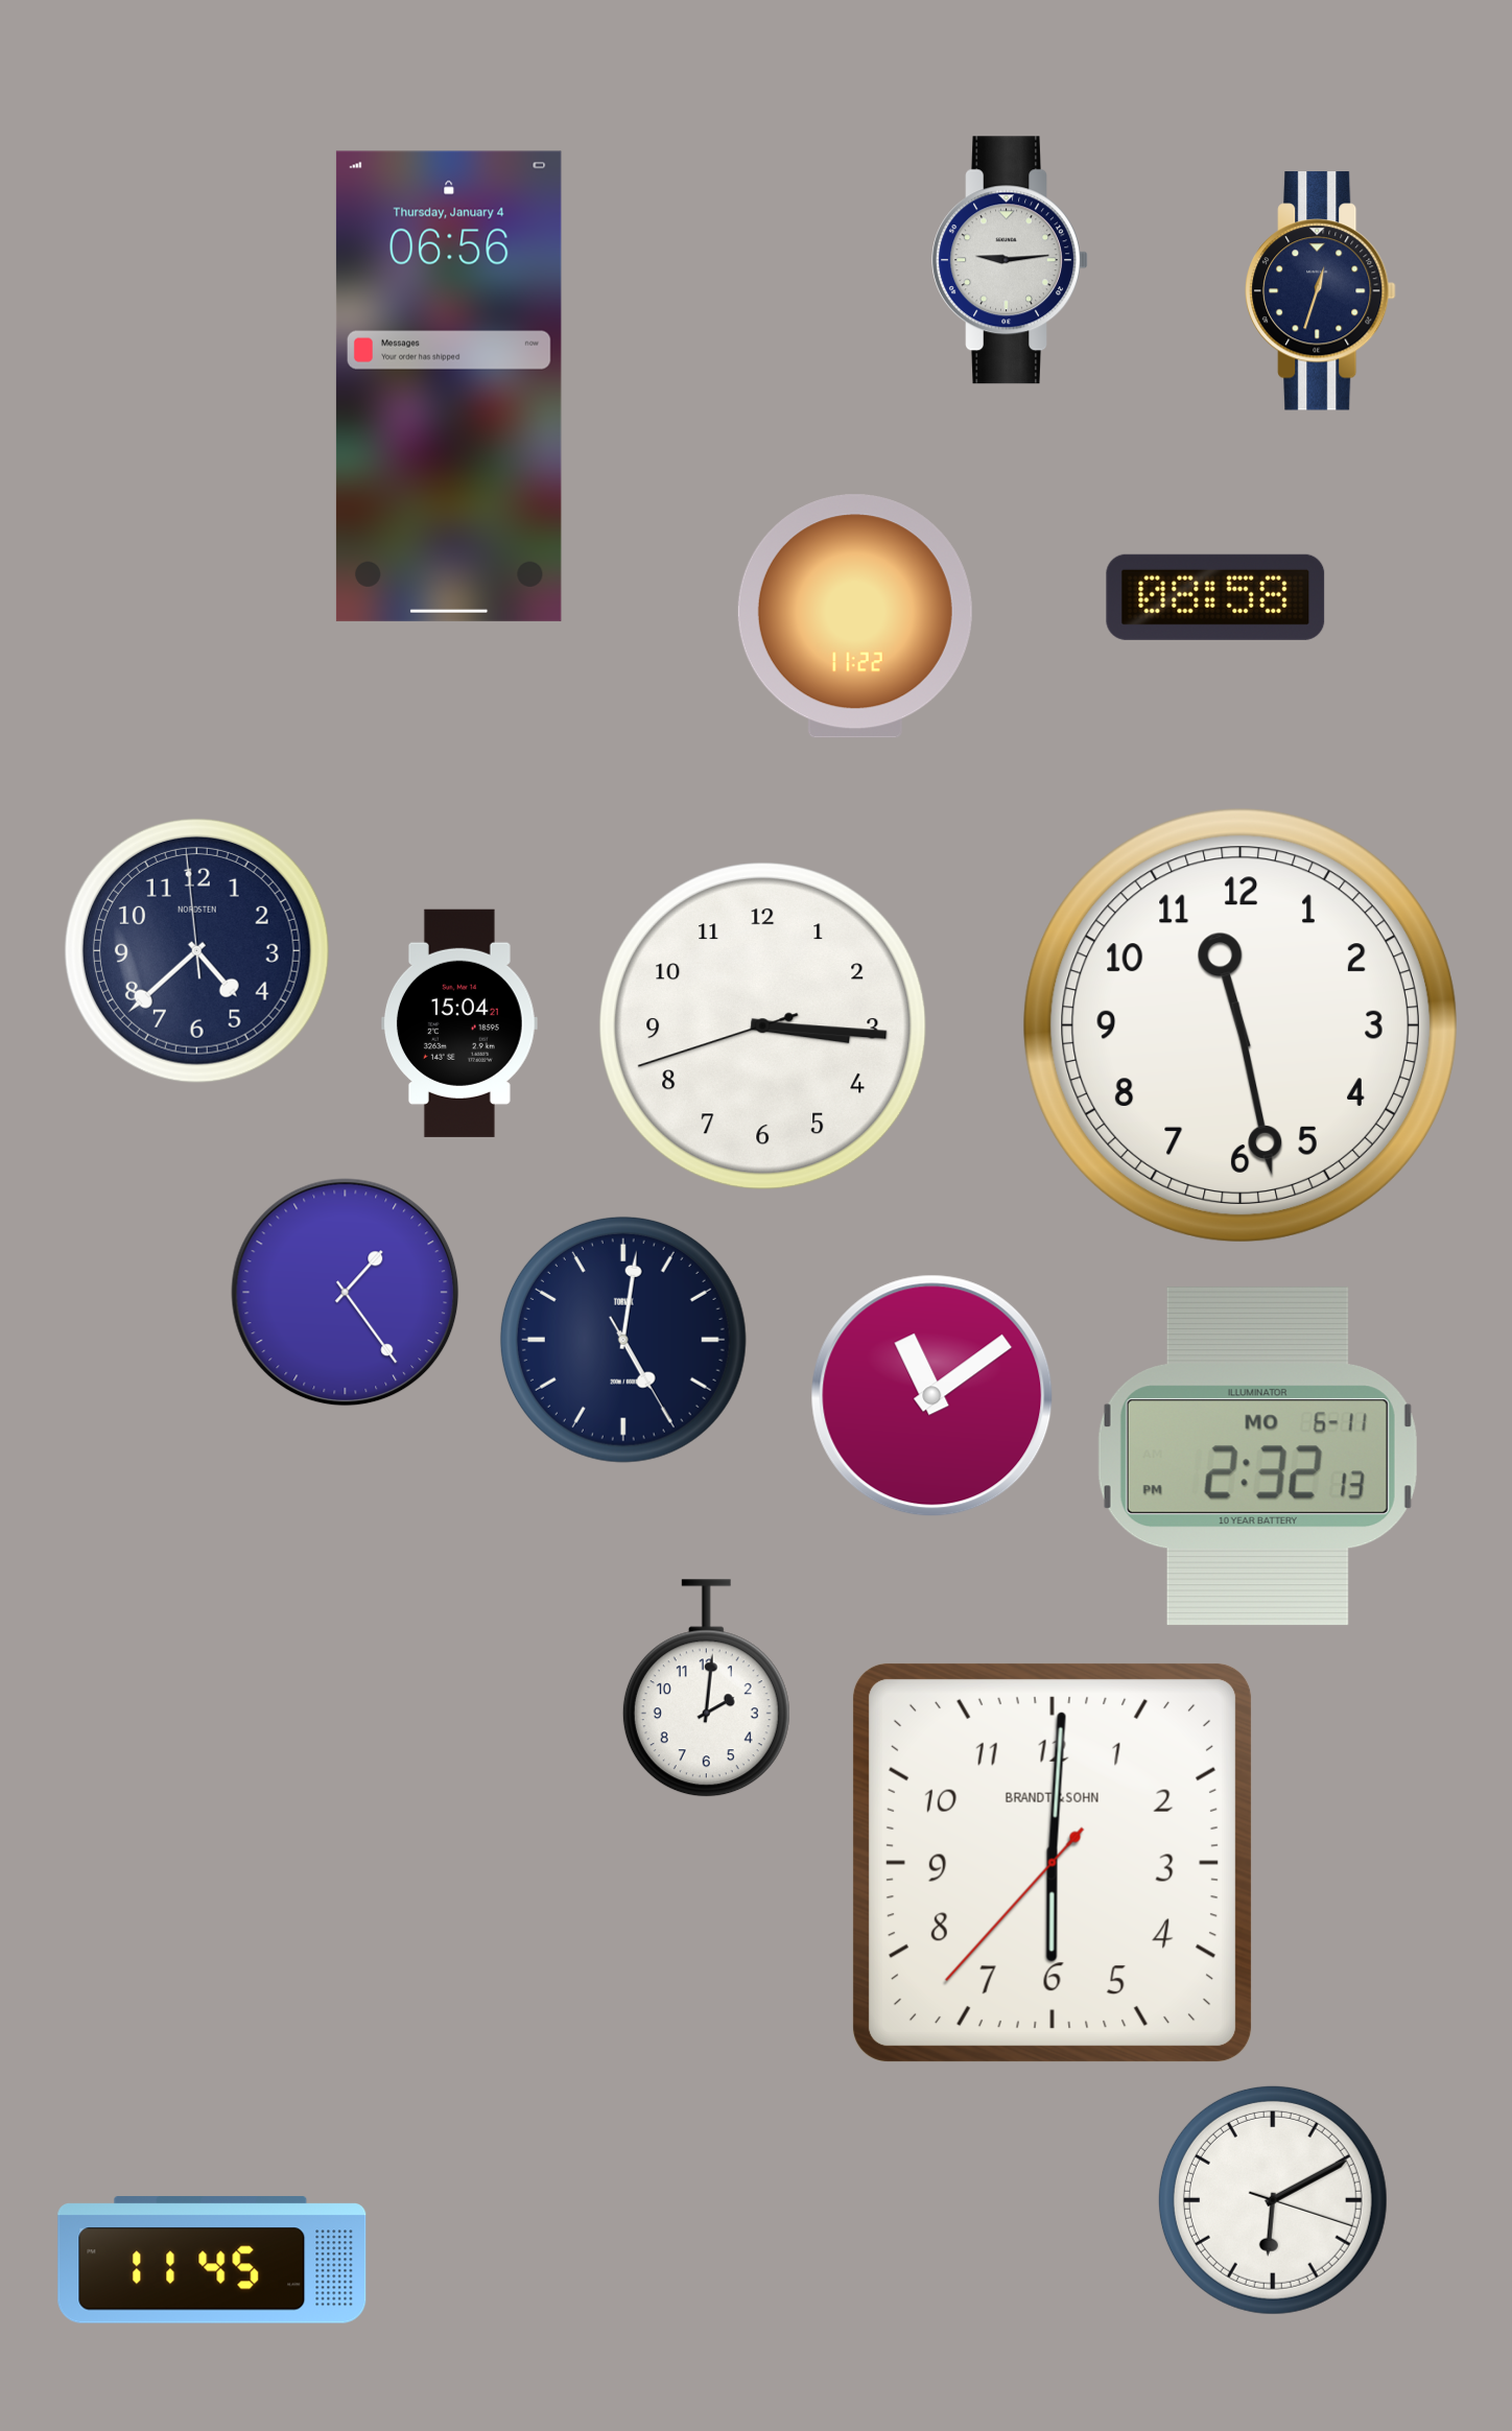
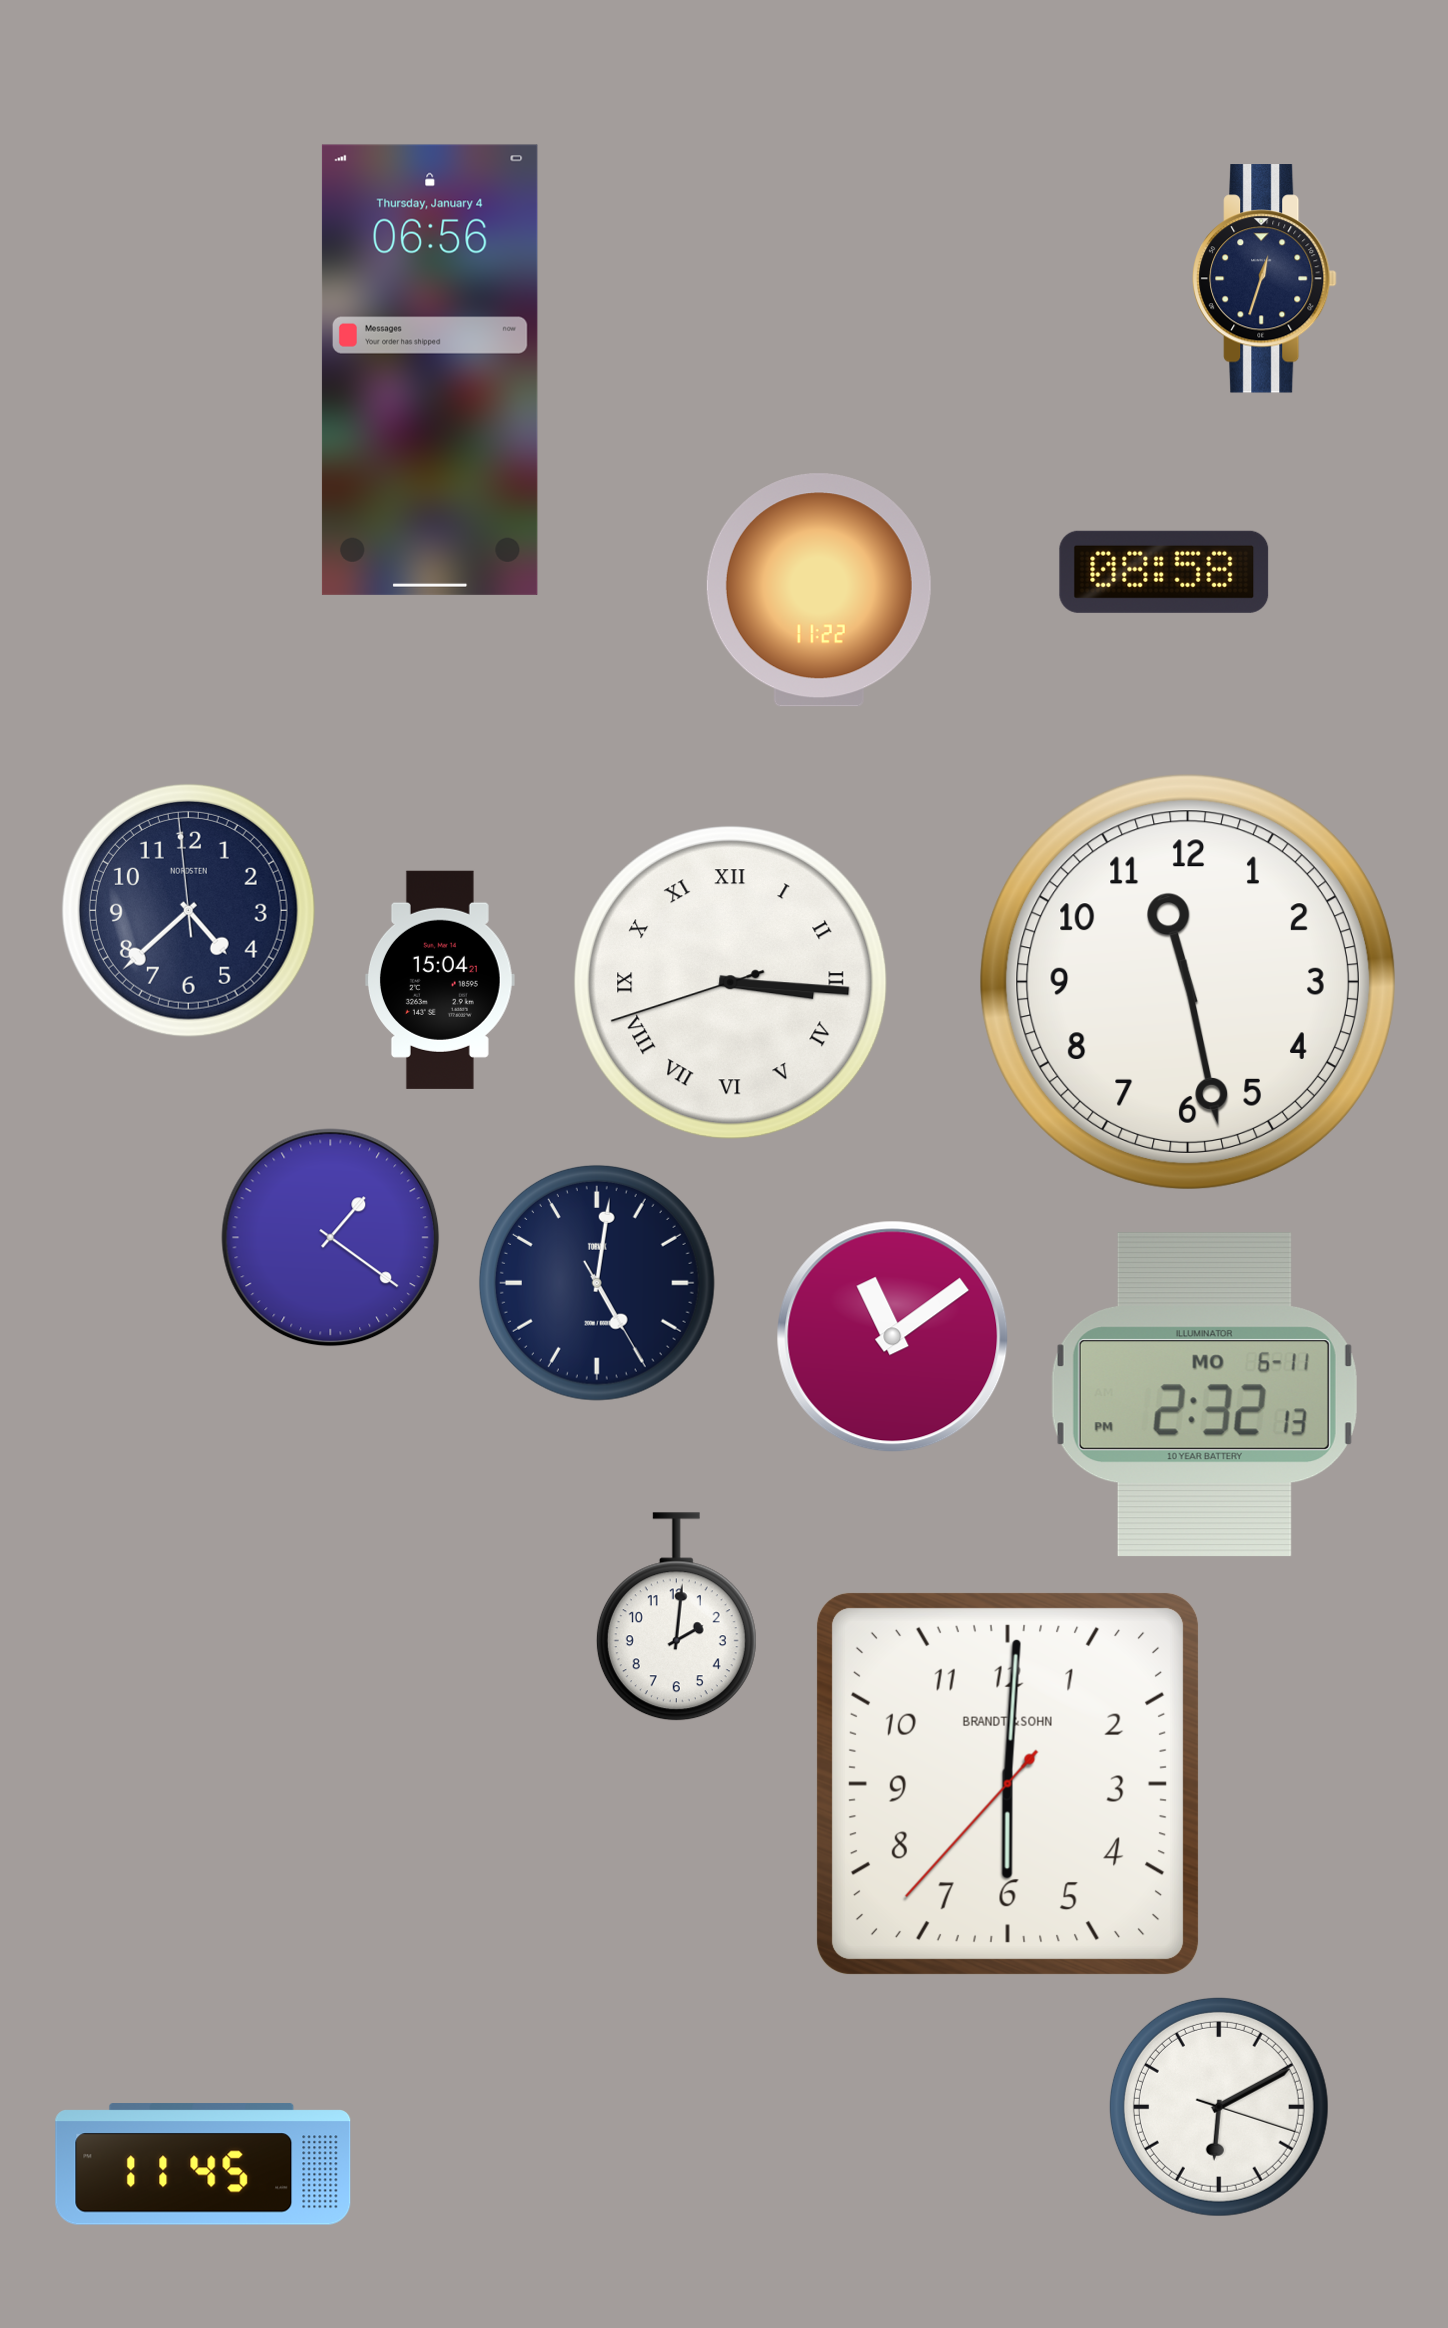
clock at (1010, 260): 9:14 -> none
clock at (763, 1026) numerals: Arabic -> Roman
clock at (346, 1293): 1:24 -> 1:21
